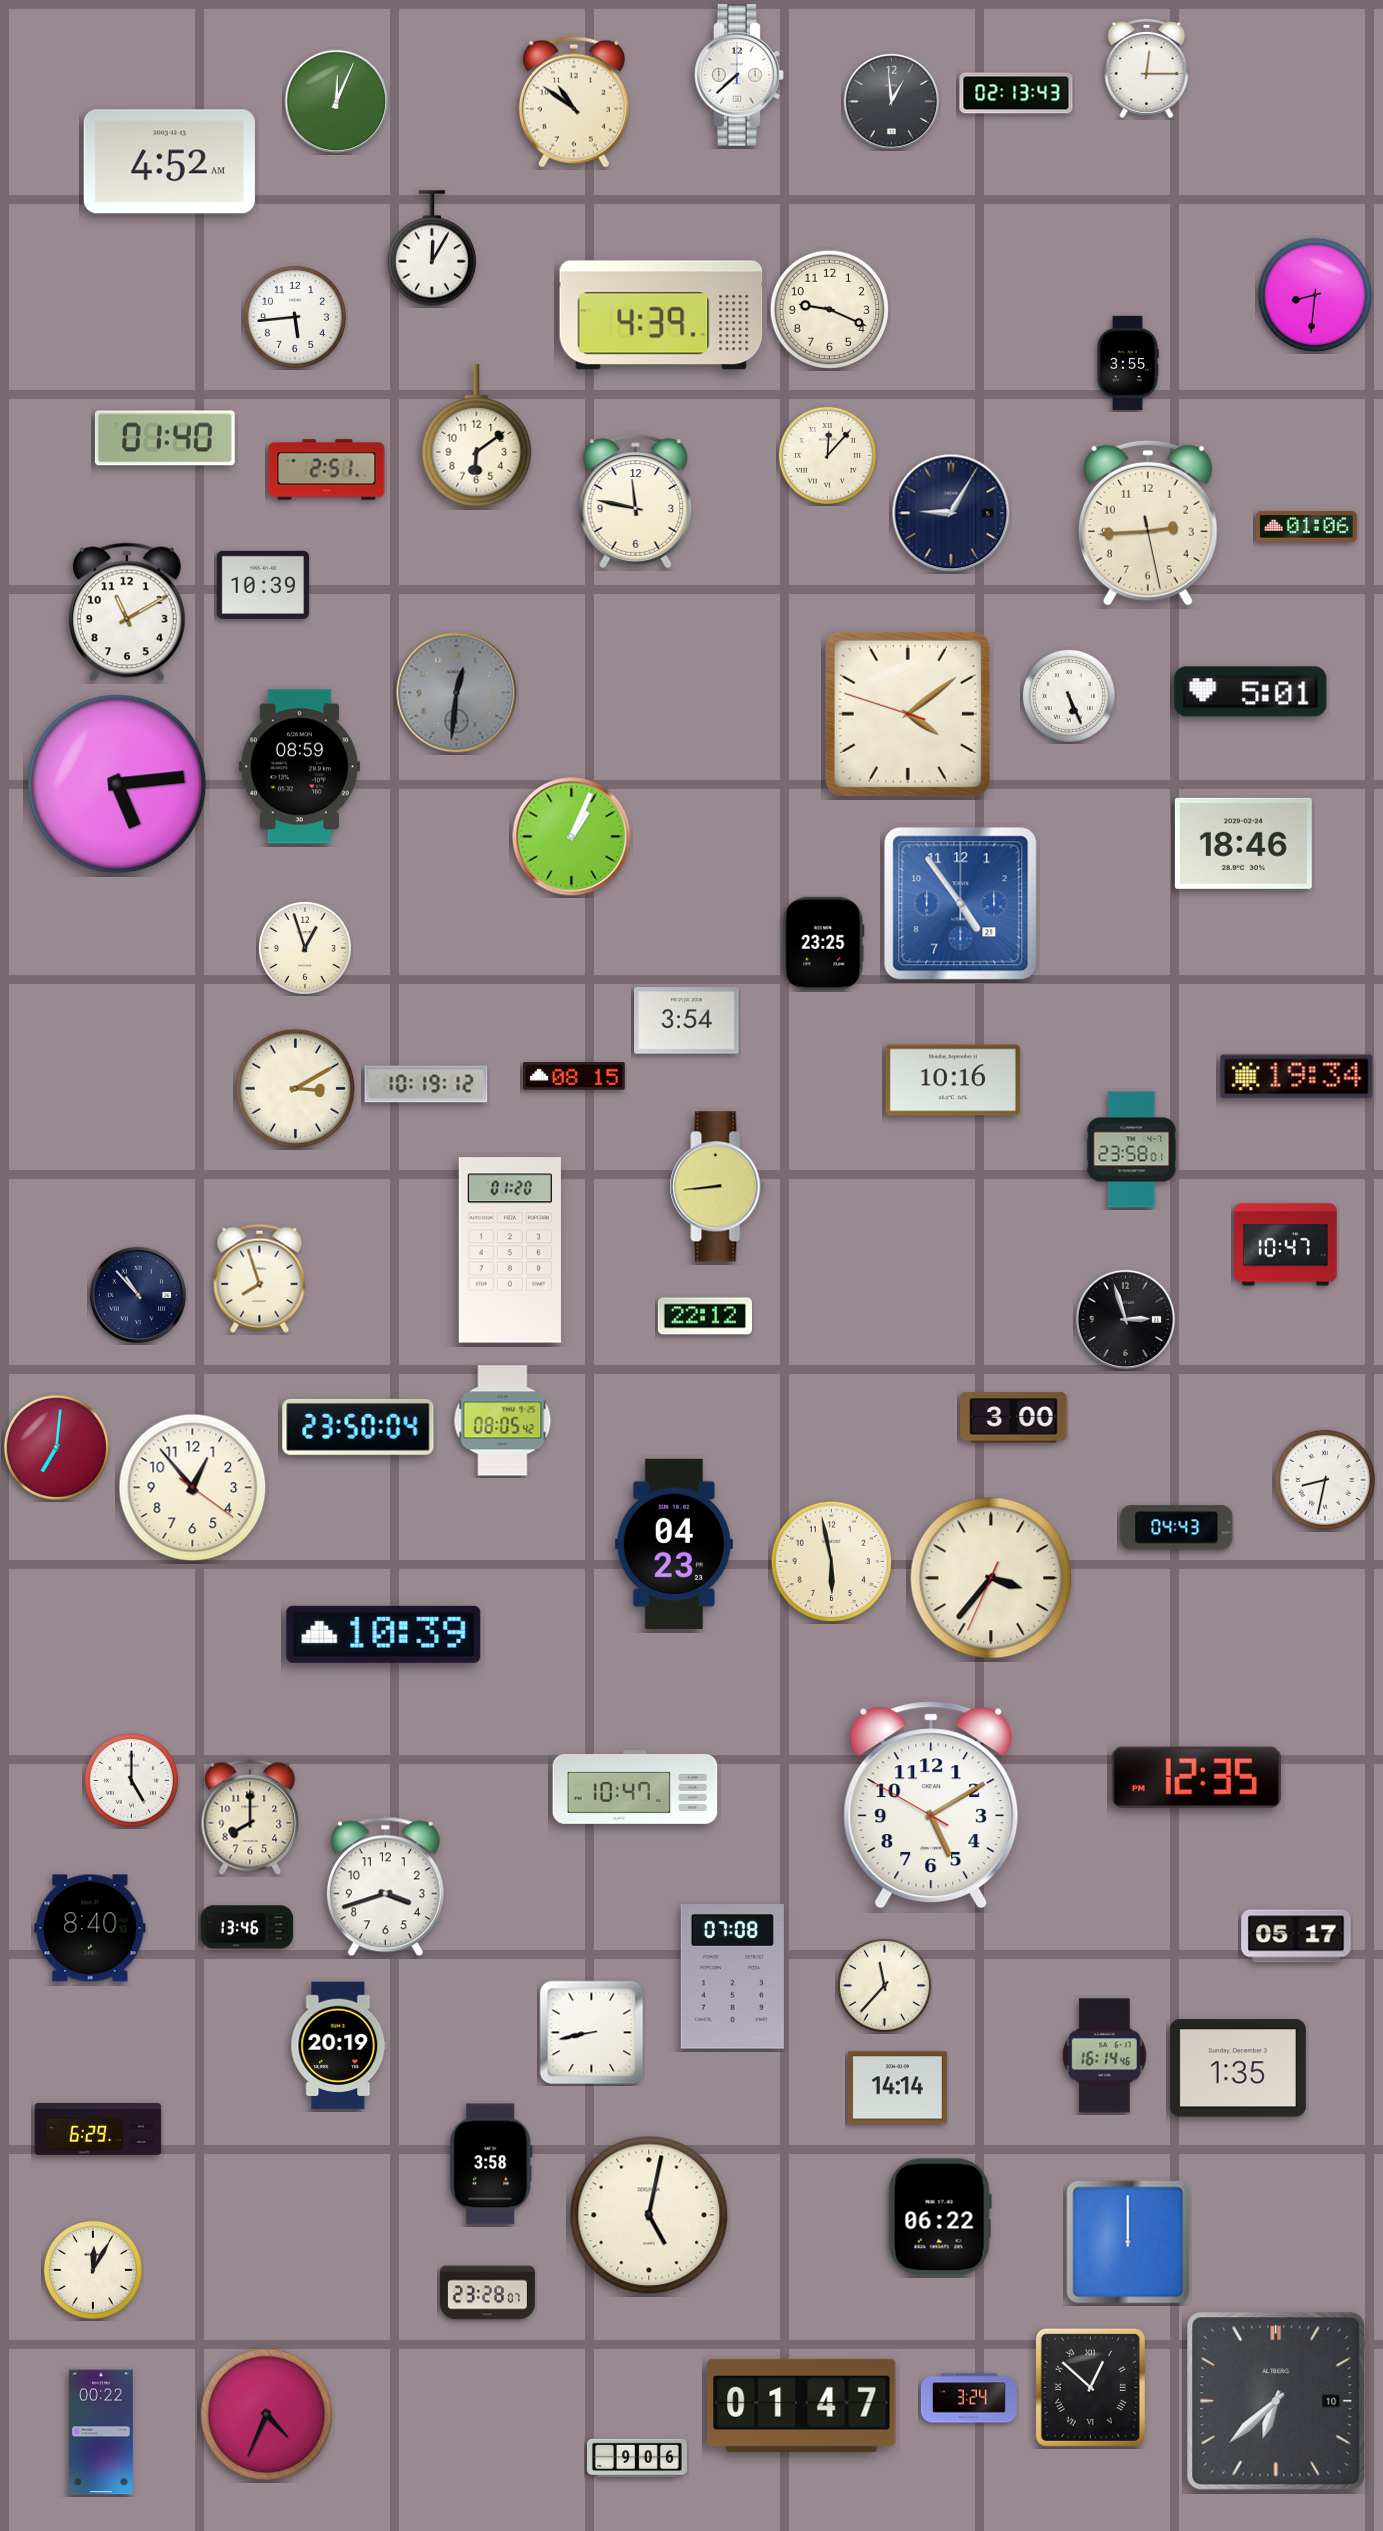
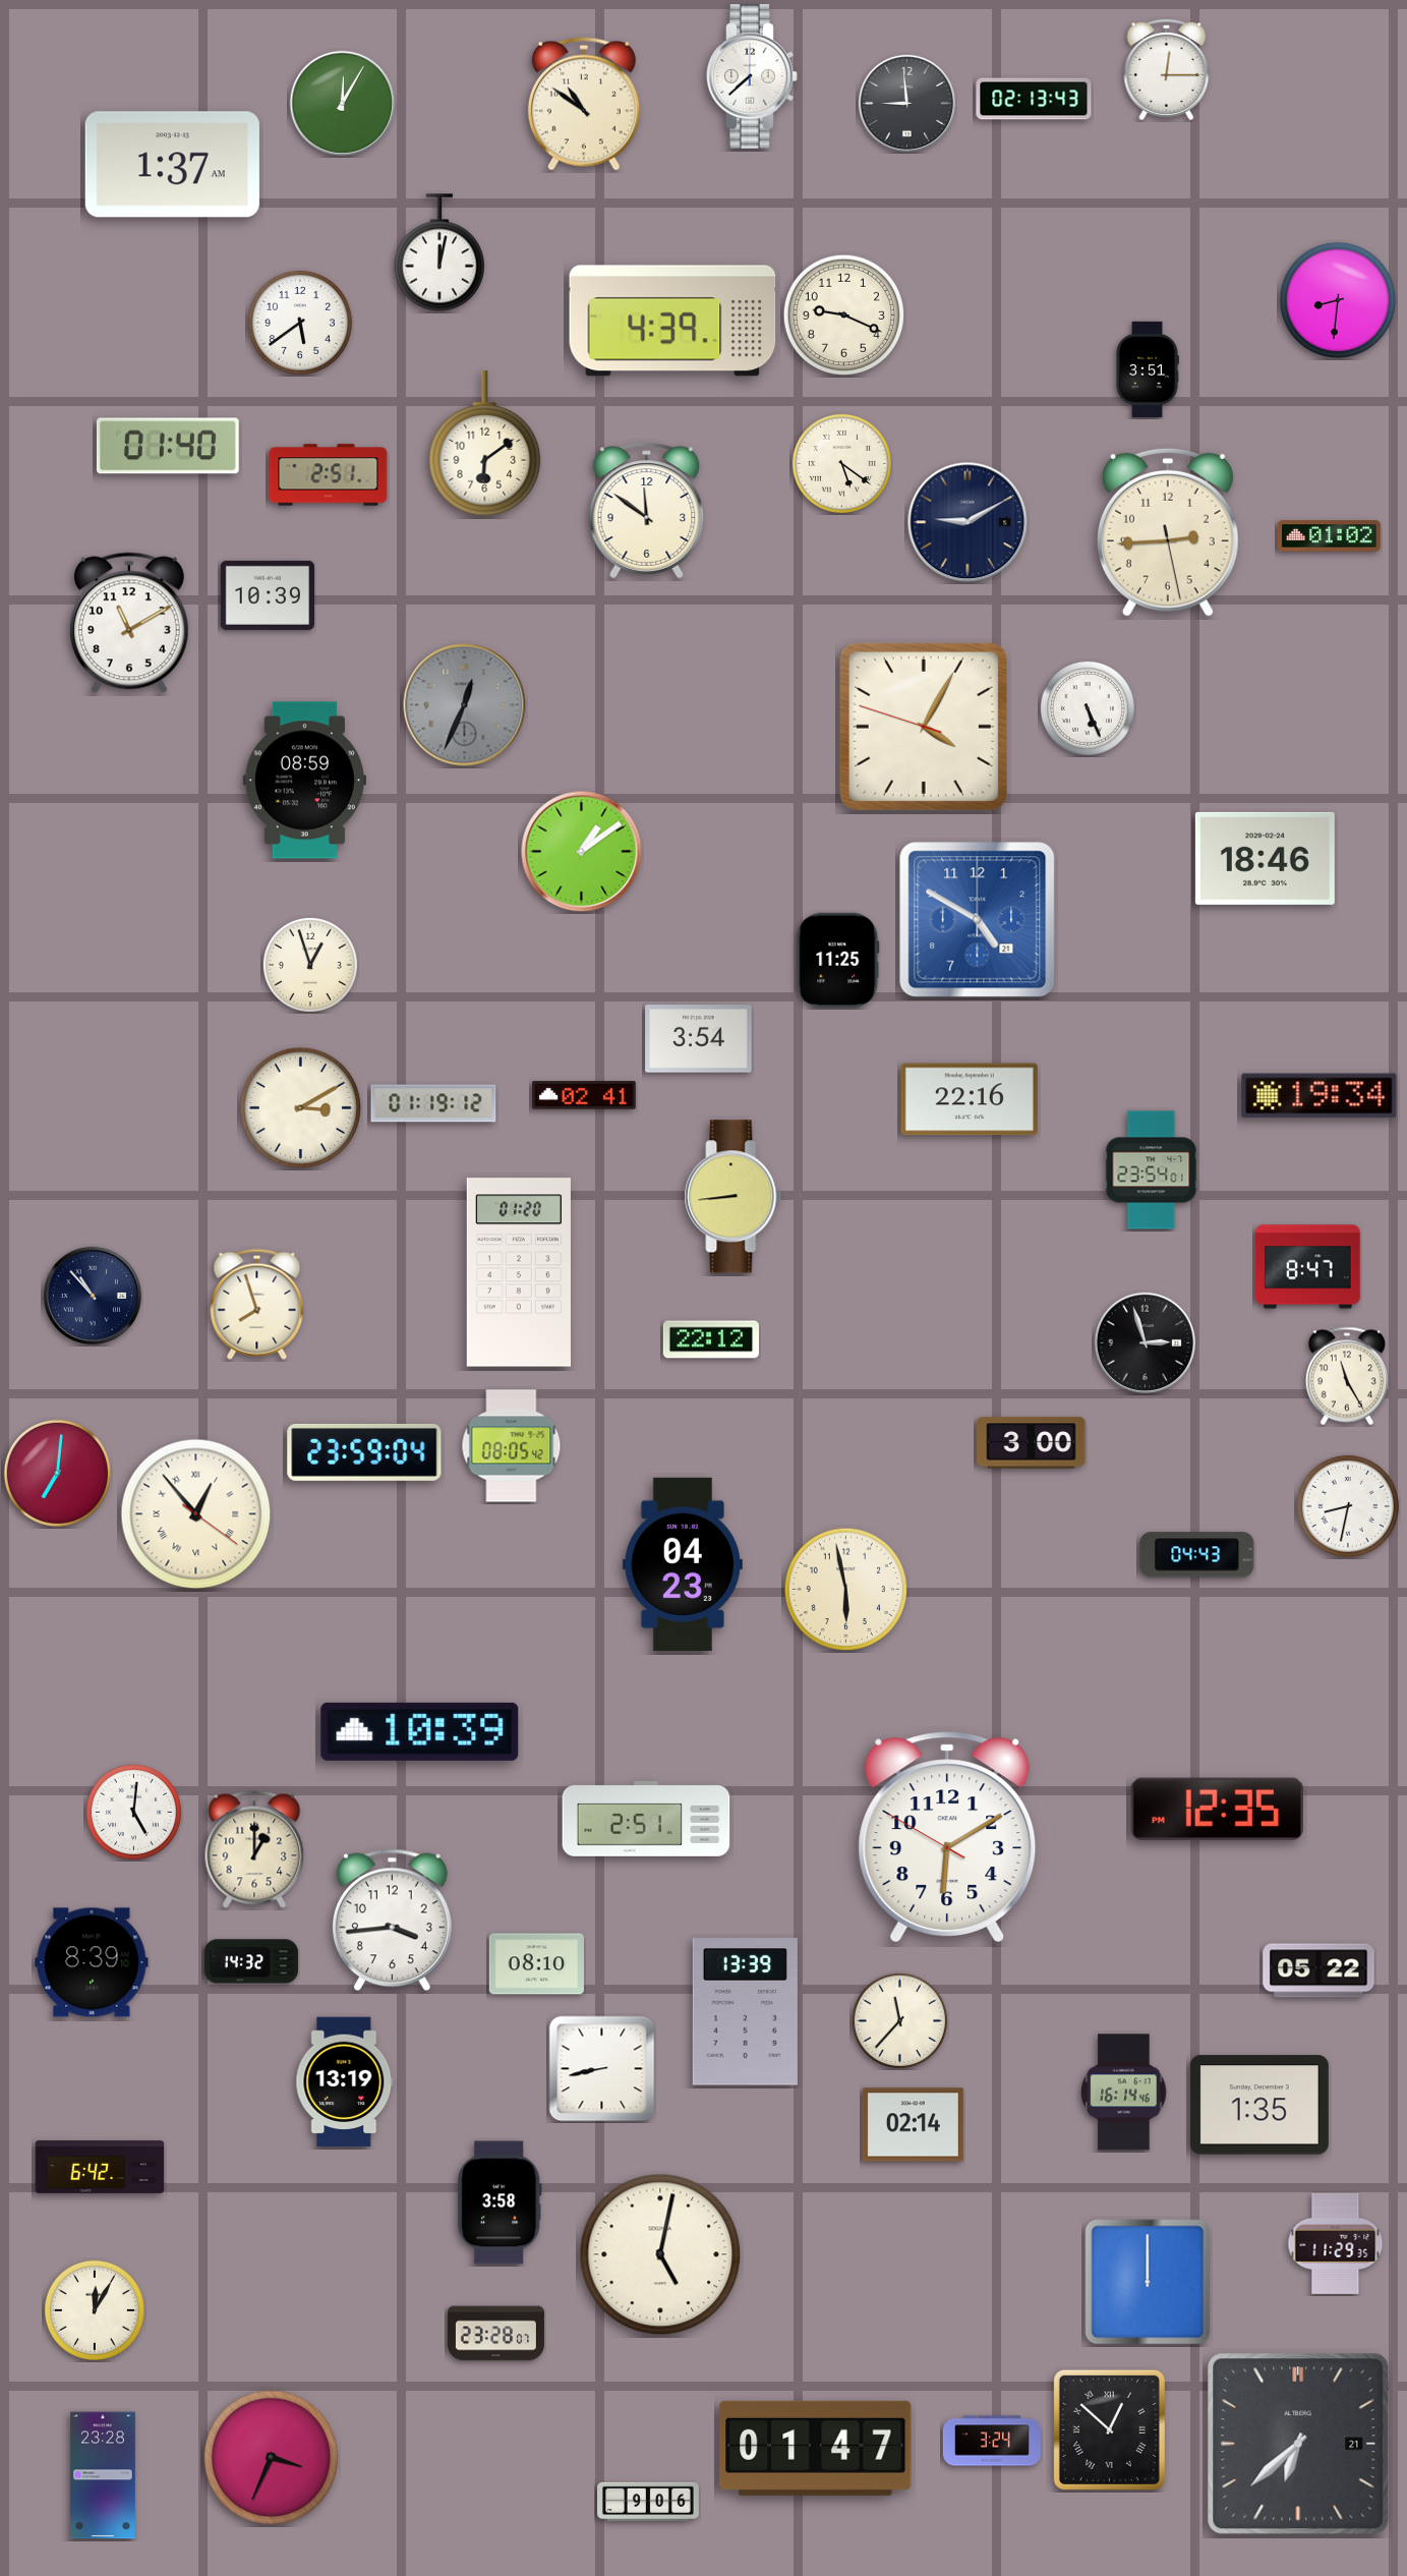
clock at (1016, 93) position: (1016, 93) -> (1034, 99)
clock at (891, 101): 12:59 -> 8:59
clock at (337, 102): 12:04 -> 12:05
clock at (169, 162): 4:52 -> 1:37
clock at (432, 248): 12:05 -> 12:02
clock at (295, 317): 5:44 -> 5:39
clock at (1128, 363): 3:55 -> 3:51
clock at (827, 455): 12:07 -> 5:21
clock at (327, 470) position: (327, 470) -> (329, 475)
clock at (636, 502): 11:47 -> 11:51
clock at (951, 513): 9:05 -> 9:10
clock at (1307, 527): 01:06 -> 01:02
clock at (1251, 692): 5:01 -> none
clock at (457, 693): 12:31 -> 12:34
clock at (908, 714): 4:08 -> 4:04
clock at (117, 784): 5:14 -> none
clock at (572, 837): 1:04 -> 1:09
clock at (961, 904): 4:54 -> 4:50
clock at (824, 943): 23:25 -> 11:25
clock at (574, 1076): 08:15 -> 02:41
clock at (953, 1080): 10:16 -> 22:16
clock at (426, 1084): 10:19 -> 01:19
clock at (1132, 1150): 23:58 -> 23:54
clock at (718, 1187) position: (718, 1187) -> (734, 1197)
clock at (1286, 1245): 10:47 -> 8:47
clock at (260, 1278) position: (260, 1278) -> (257, 1304)
clock at (138, 1295) position: (138, 1295) -> (93, 1296)
clock at (705, 1316) position: (705, 1316) -> (711, 1339)
clock at (1346, 1376): none -> 11:25
clock at (358, 1427): 23:50 -> 23:59
clock at (193, 1488) numerals: Arabic -> Roman
clock at (674, 1544) position: (674, 1544) -> (683, 1564)
clock at (991, 1578): 3:36 -> none
clock at (384, 1634) position: (384, 1634) -> (420, 1731)
clock at (131, 1780): 5:00 -> 5:01
clock at (635, 1787): 10:47 -> 2:51
clock at (931, 1805): 5:09 -> 6:09
clock at (250, 1817): 8:00 -> 1:00
clock at (385, 1887): 3:42 -> 3:44
clock at (247, 1927): 13:46 -> 14:32
clock at (90, 1928): 8:40 -> 8:39
clock at (536, 1964): none -> 08:10
clock at (1296, 1936): 05:17 -> 05:22
clock at (732, 1977): 07:08 -> 13:39
clock at (339, 2046): 20:19 -> 13:19
clock at (897, 2088): 14:14 -> 02:14
clock at (98, 2129): 6:29 -> 6:42
clock at (1336, 2243): none -> 11:29
clock at (940, 2217): 06:22 -> none
clock at (969, 2398) position: (969, 2398) -> (992, 2441)
clock at (1276, 2401) date: 10 -> 21
clock at (267, 2415): 4:34 -> 3:34
clock at (101, 2432): 00:22 -> 23:28
